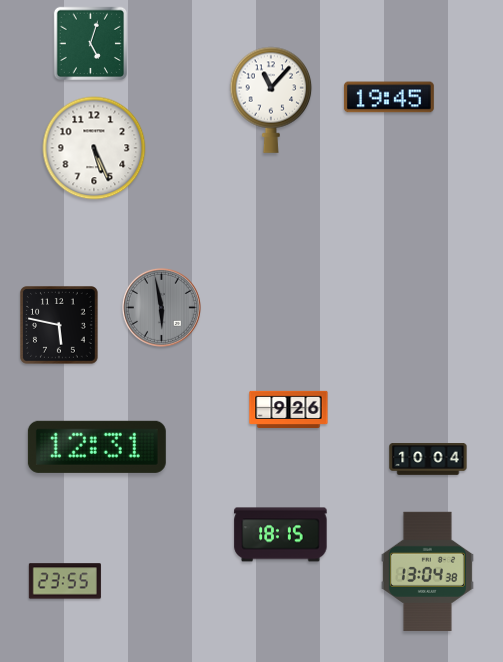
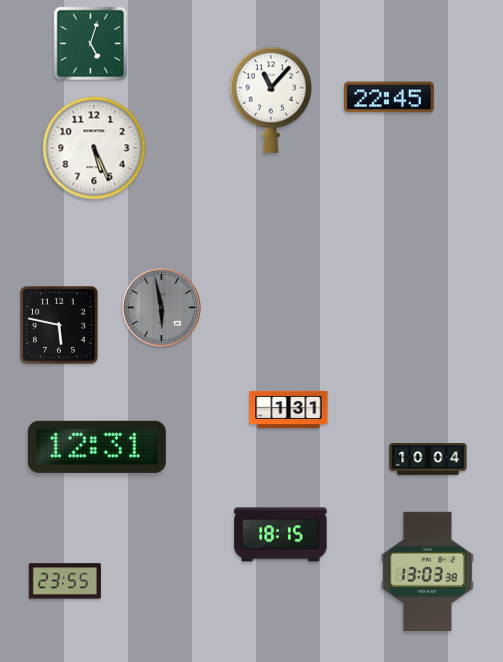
clock at (389, 97): 19:45 -> 22:45
clock at (289, 409): 9:26 -> 1:31
clock at (427, 571): 13:04 -> 13:03
